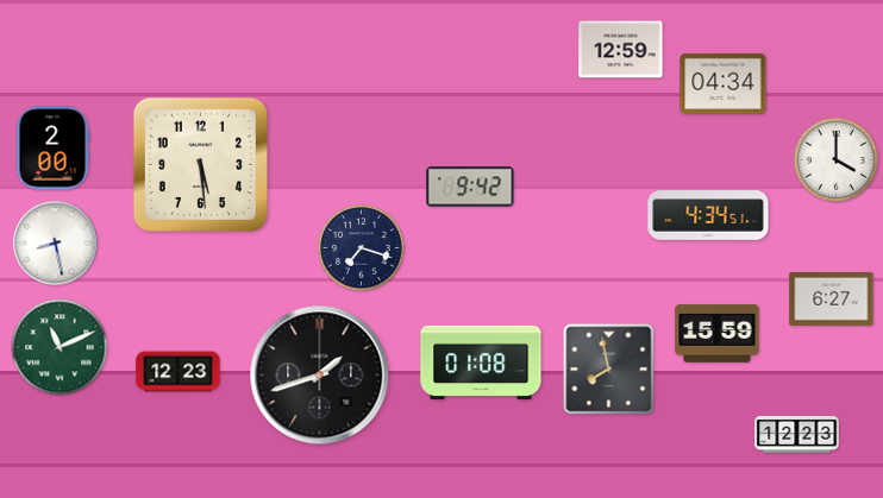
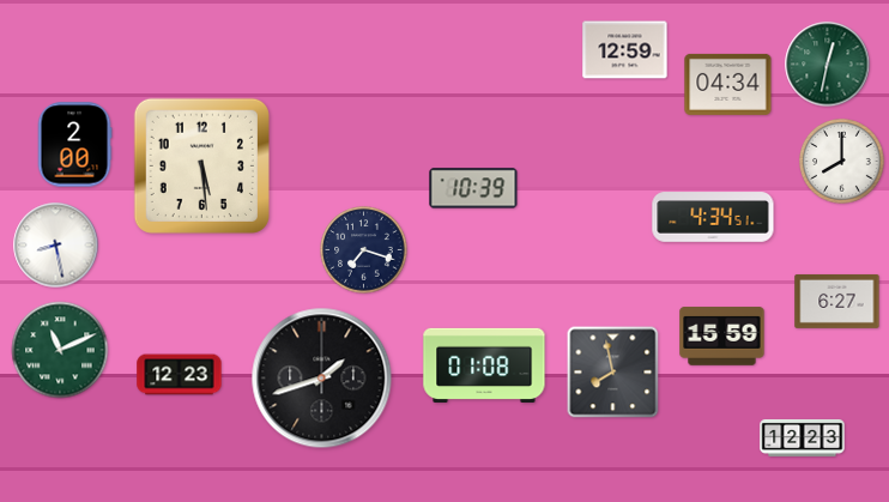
clock at (828, 65): none -> 12:32
clock at (52, 149) position: (52, 149) -> (74, 145)
clock at (837, 160): 4:00 -> 8:00
clock at (470, 187): 9:42 -> 10:39
